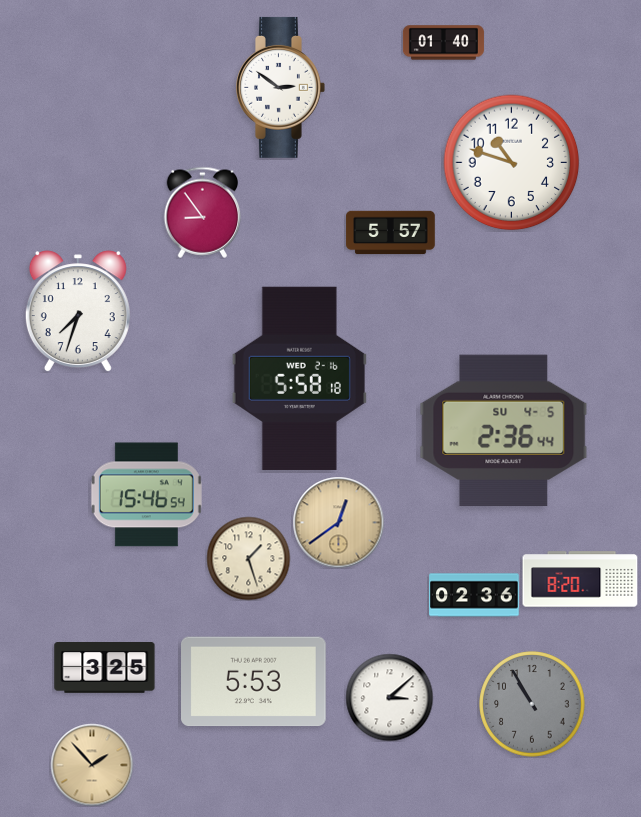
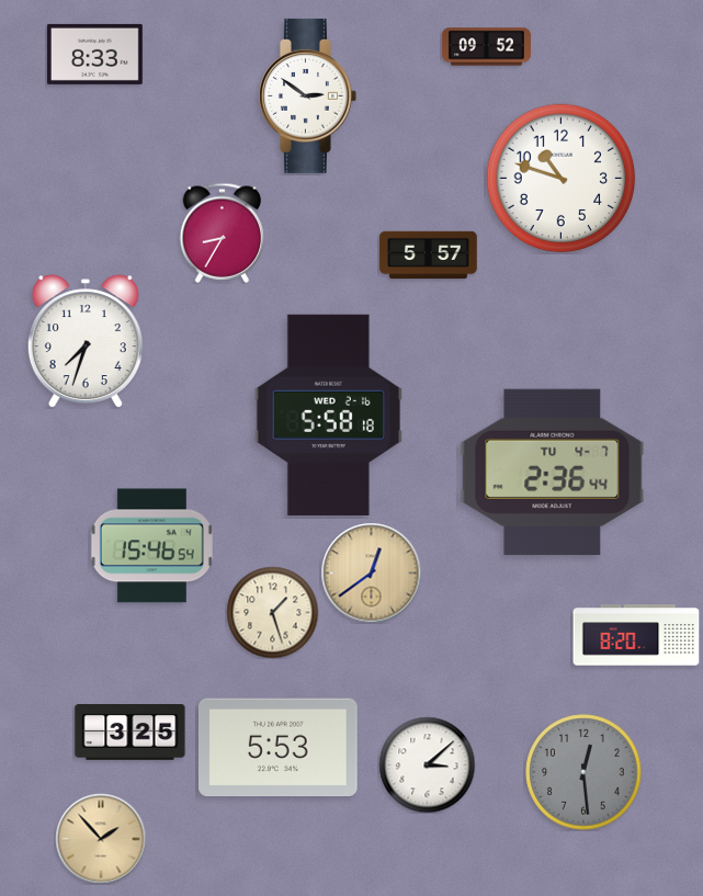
clock at (443, 43): 01:40 -> 09:52
clock at (94, 54): none -> 8:33
clock at (203, 212): 8:54 -> 8:35
clock at (504, 431) date: SU 4-5 -> TU 4-7
clock at (146, 495) position: (146, 495) -> (151, 546)
clock at (474, 595): 02:36 -> none
clock at (105, 668) position: (105, 668) -> (131, 733)
clock at (532, 704): 10:55 -> 12:29
